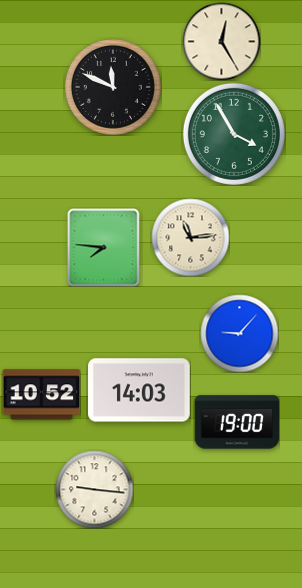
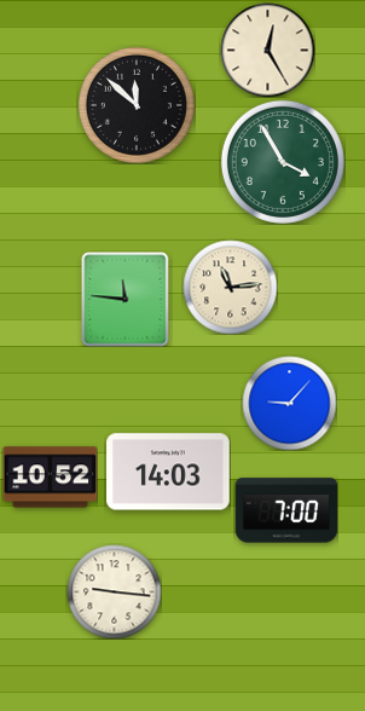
clock at (113, 87): 11:49 -> 11:52
clock at (104, 247): 7:46 -> 11:46
clock at (237, 422): 19:00 -> 7:00
